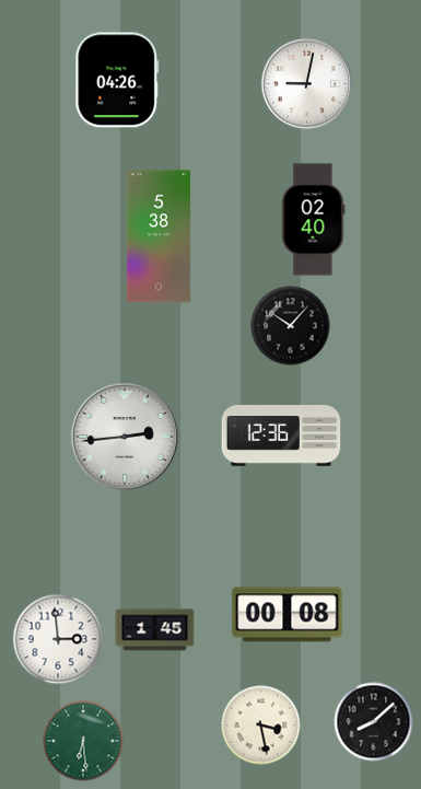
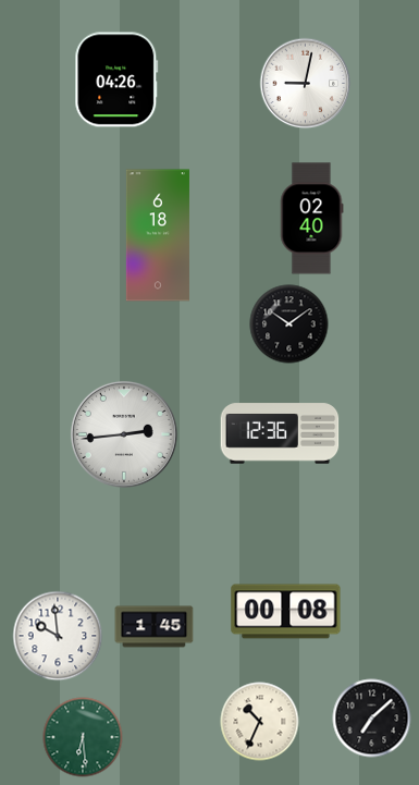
clock at (159, 236): 5:38 -> 6:18
clock at (291, 326): 10:07 -> 10:09
clock at (58, 639): 2:59 -> 9:59
clock at (374, 722): 8:08 -> 7:08
clock at (261, 726): 3:28 -> 10:34
